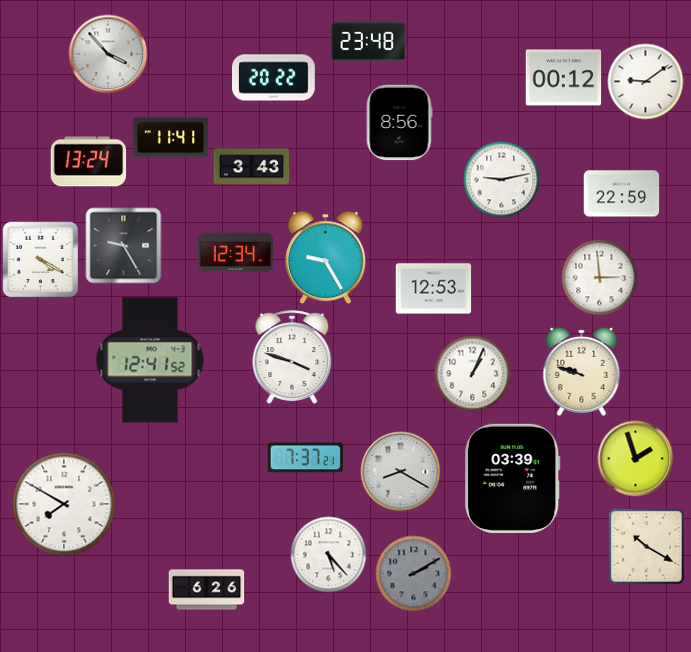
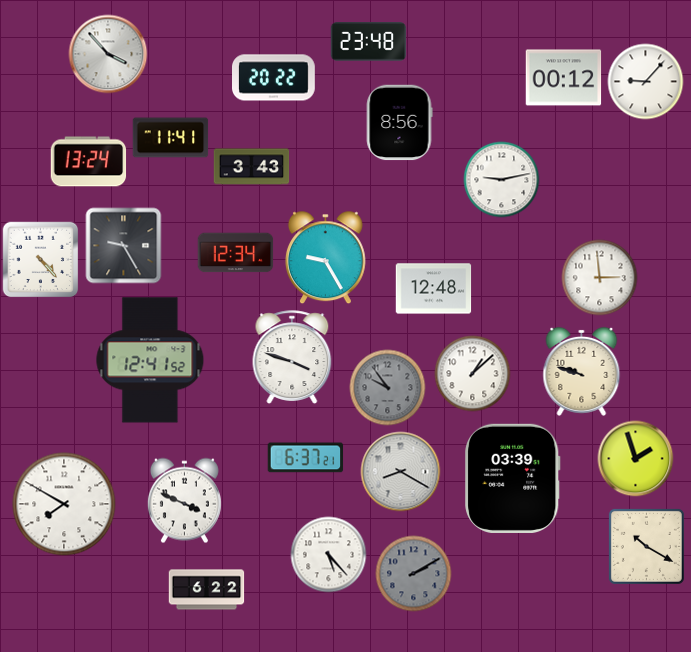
clock at (646, 82): 9:09 -> 9:07
clock at (622, 194): 22:59 -> none
clock at (40, 259): 4:20 -> 4:23
clock at (434, 289): 12:53 -> 12:48
clock at (473, 374): 1:04 -> 1:08
clock at (388, 388): none -> 9:54
clock at (306, 458): 7:37 -> 6:37
clock at (184, 501): none -> 3:49
clock at (207, 590): 6:26 -> 6:22
